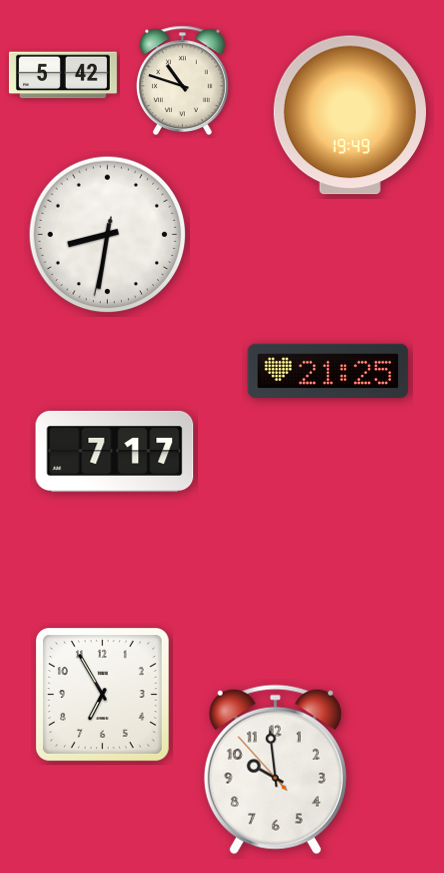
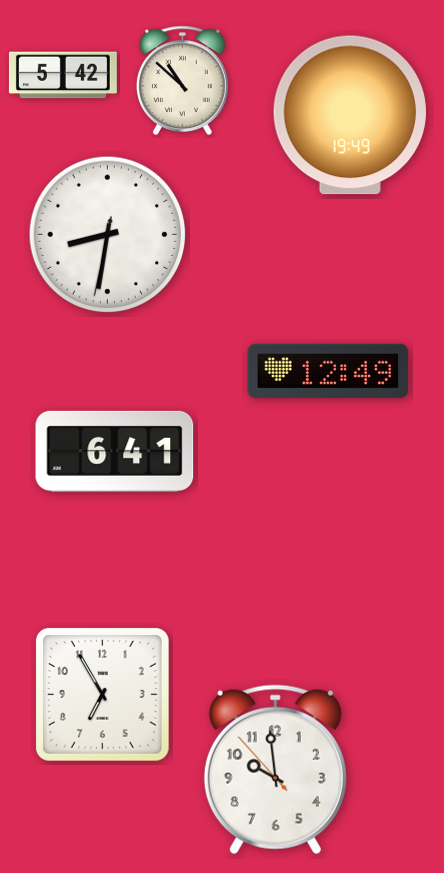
clock at (183, 80): 10:48 -> 10:52
clock at (328, 371): 21:25 -> 12:49
clock at (115, 451): 7:17 -> 6:41
